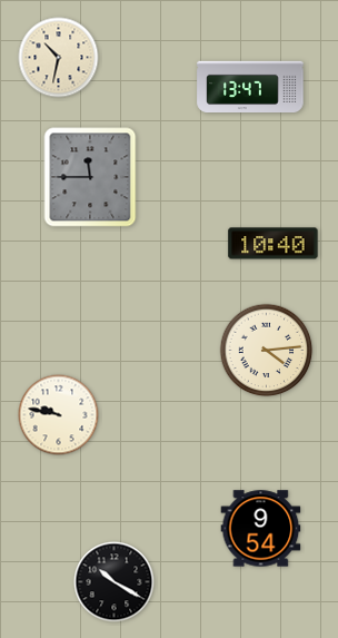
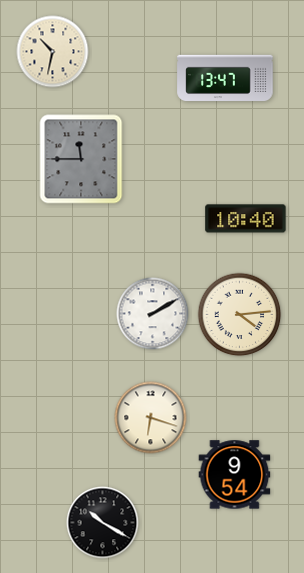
clock at (153, 314): none -> 2:10
clock at (59, 415): 9:47 -> none
clock at (151, 418): none -> 6:18
